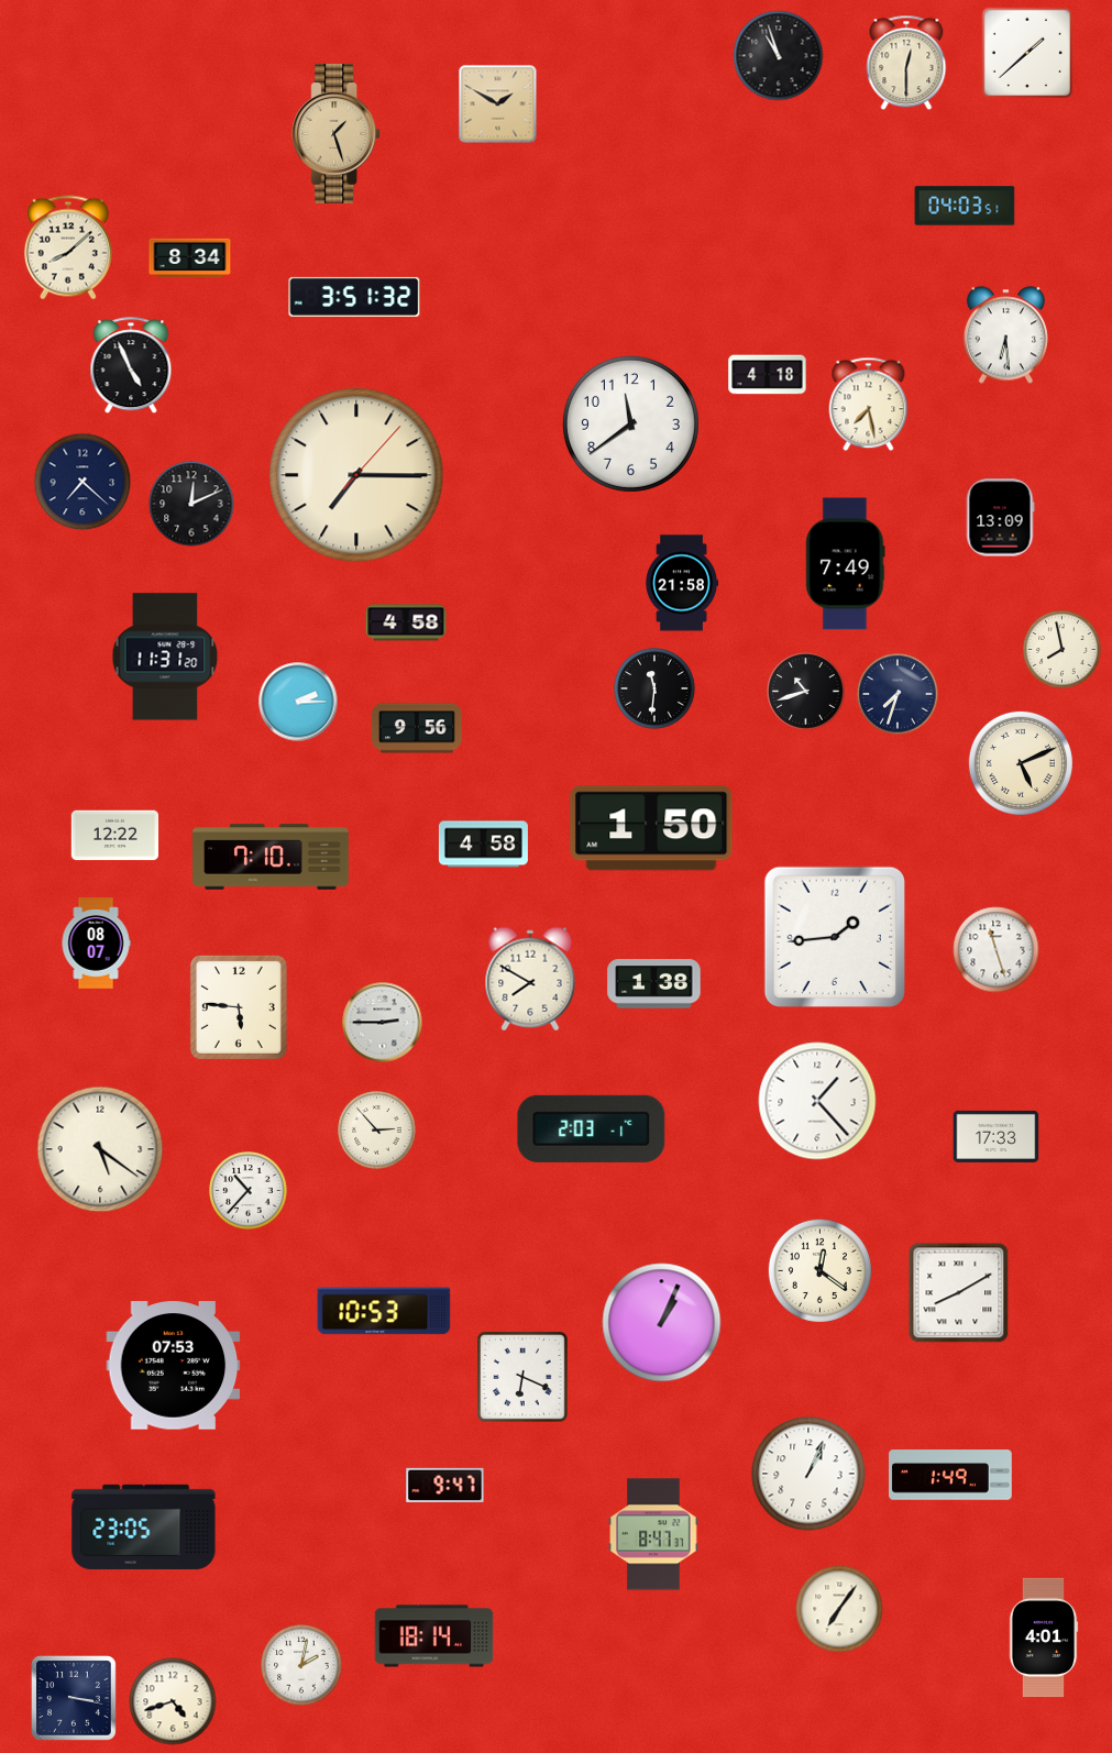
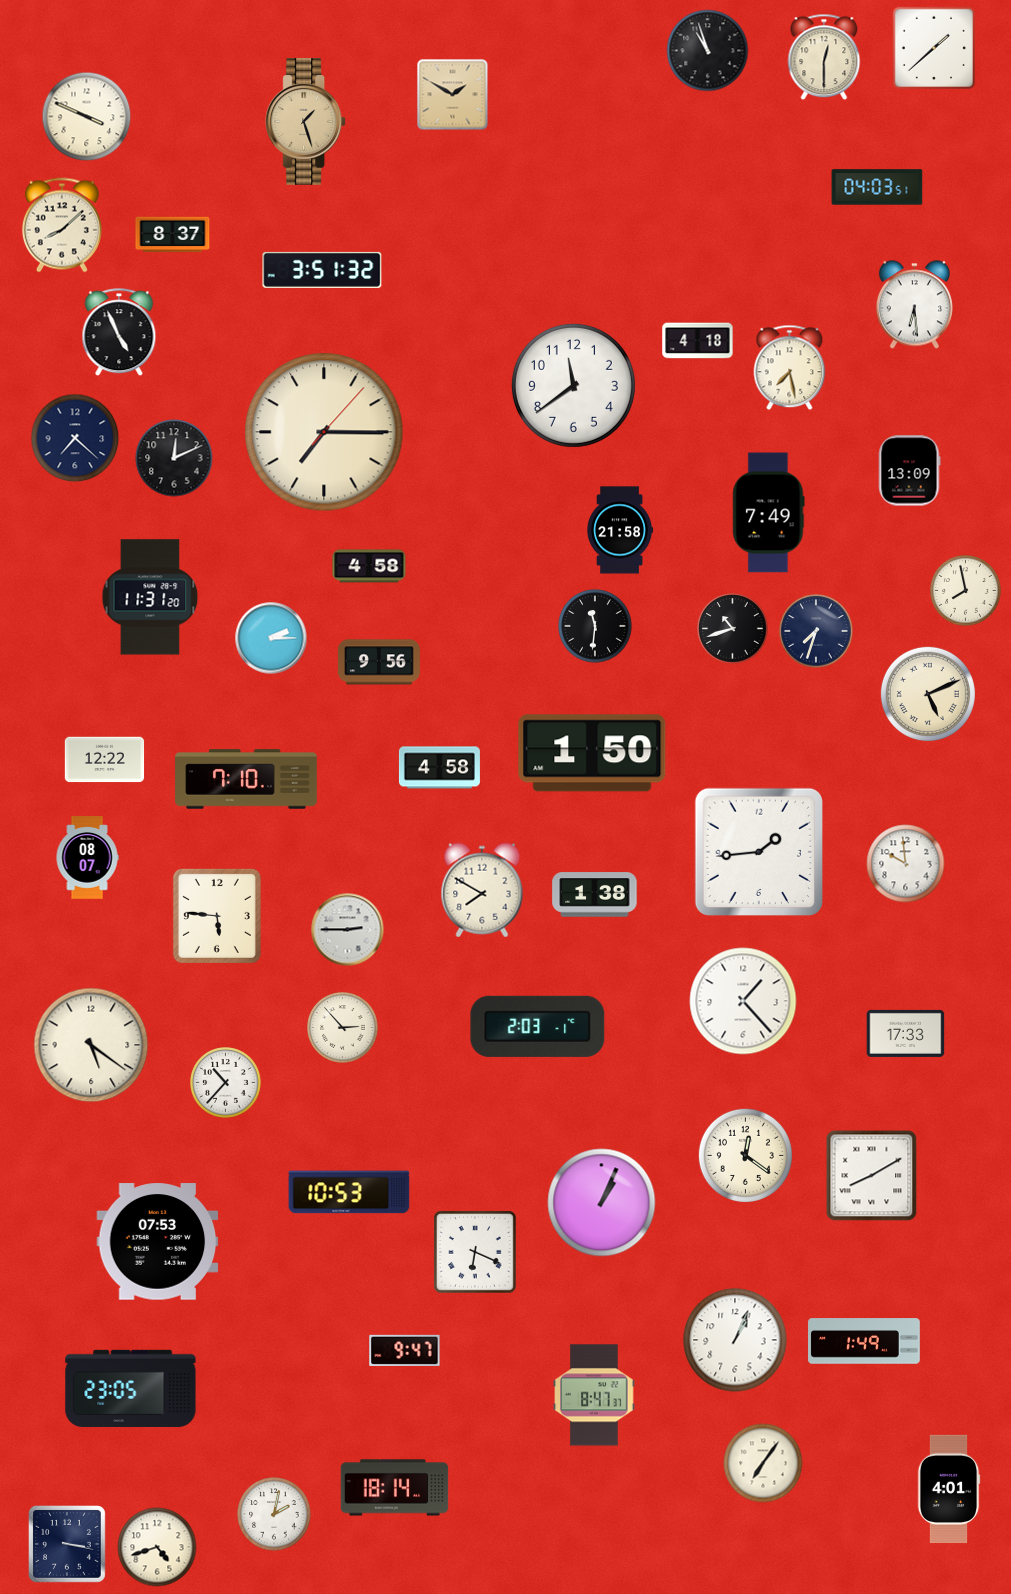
clock at (87, 117): none -> 3:49
clock at (190, 258): 8:34 -> 8:37
clock at (997, 950): 11:27 -> 9:59
